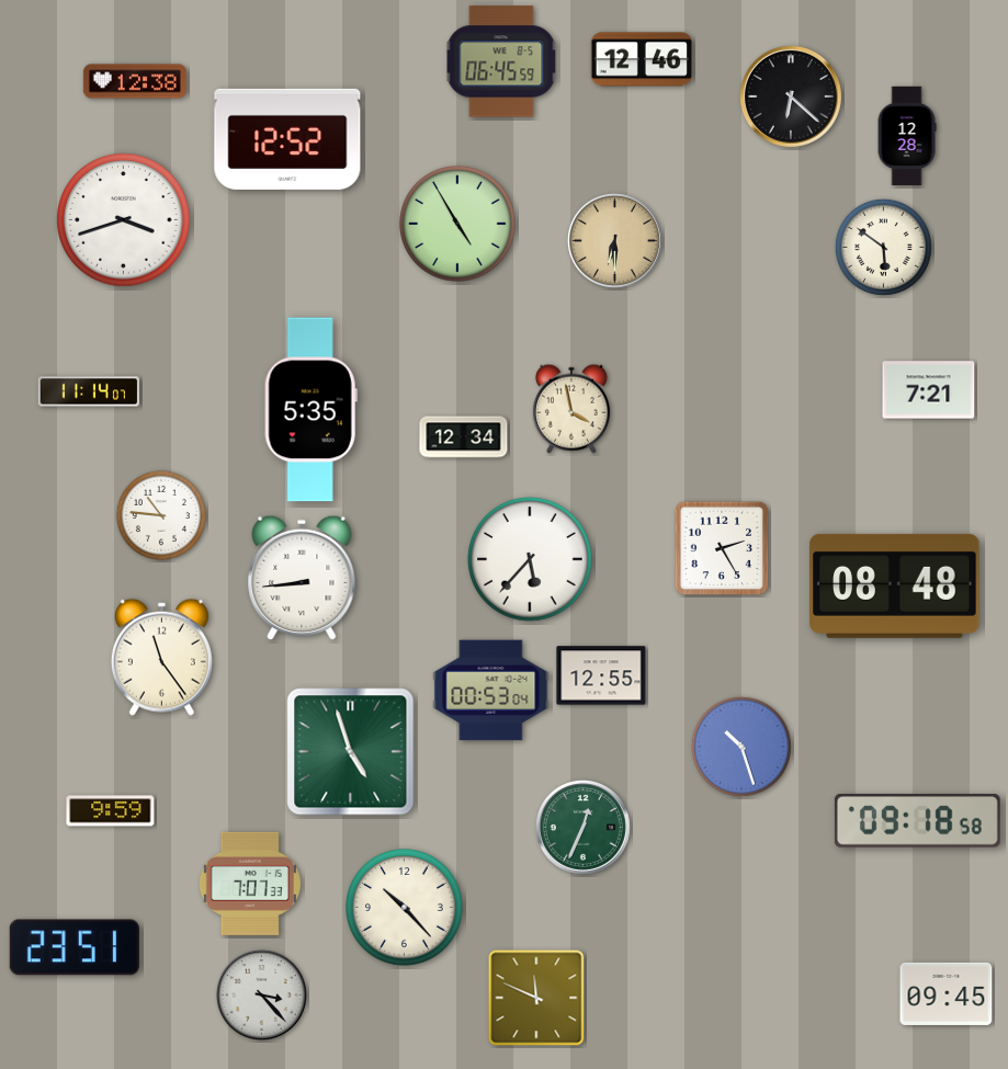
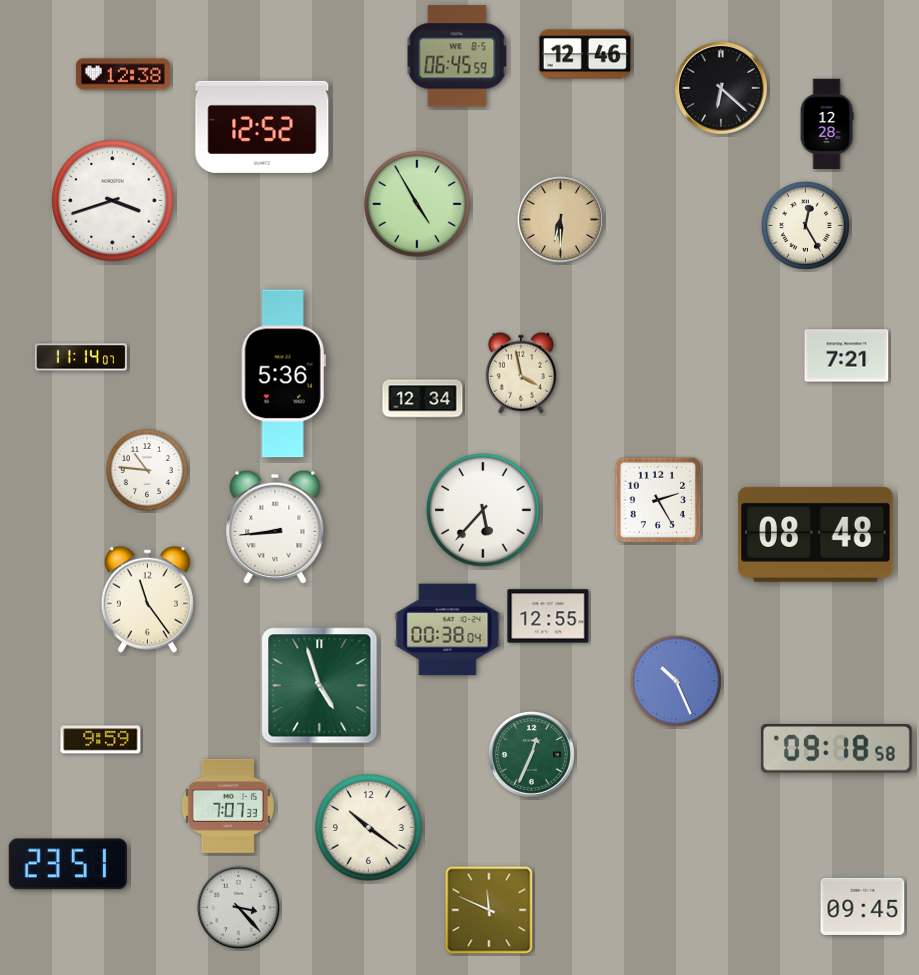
clock at (883, 247): 5:51 -> 12:25
clock at (310, 410): 5:35 -> 5:36
clock at (491, 691): 00:53 -> 00:38
clock at (741, 747): 10:27 -> 10:26
clock at (405, 908): 10:23 -> 10:21
